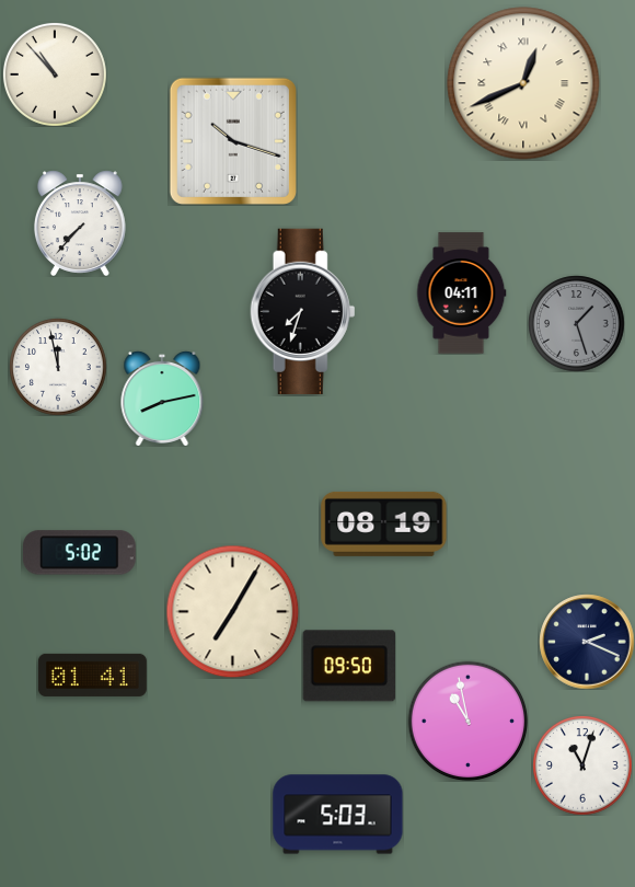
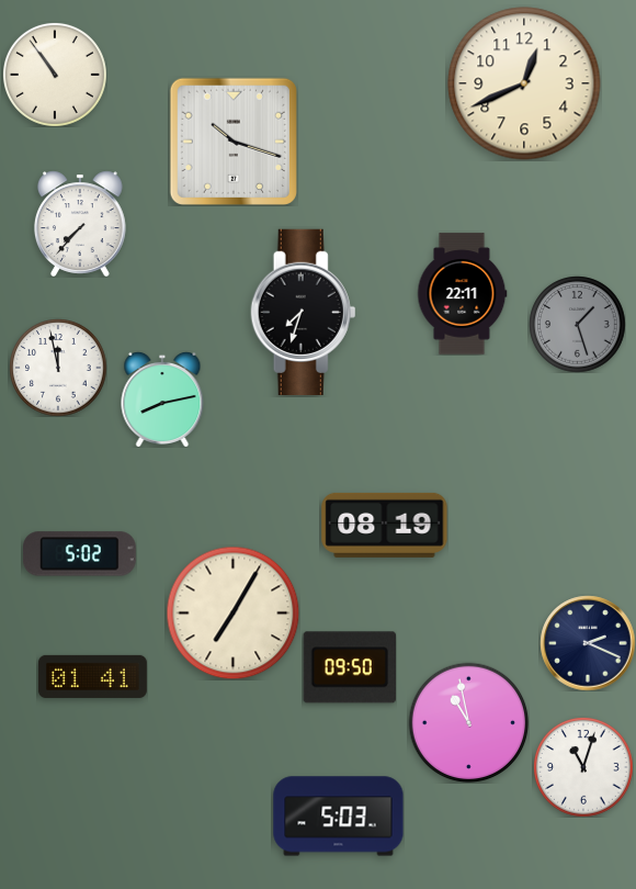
clock at (55, 74): 10:53 -> 10:54
clock at (523, 83) numerals: Roman -> Arabic
clock at (461, 293): 04:11 -> 22:11
